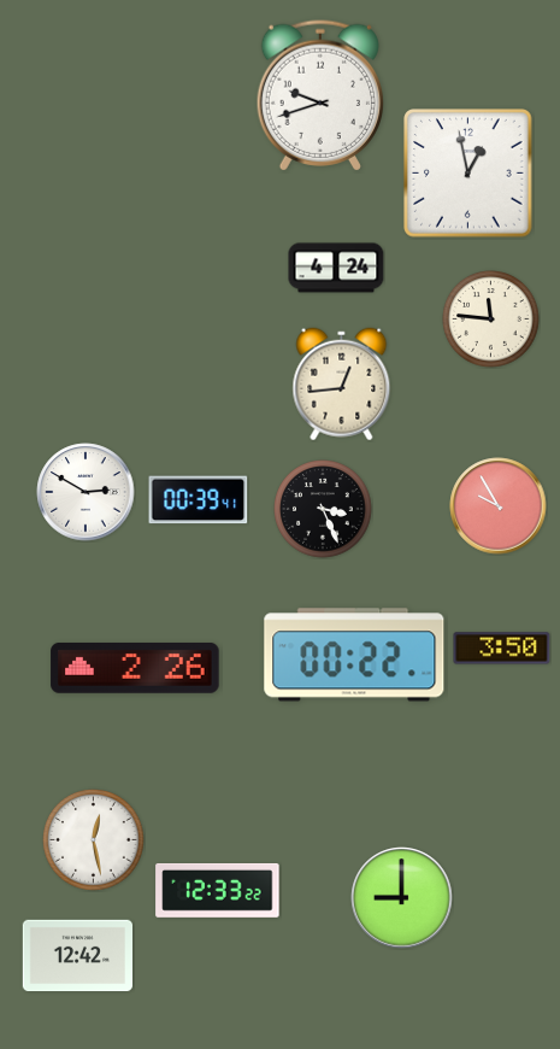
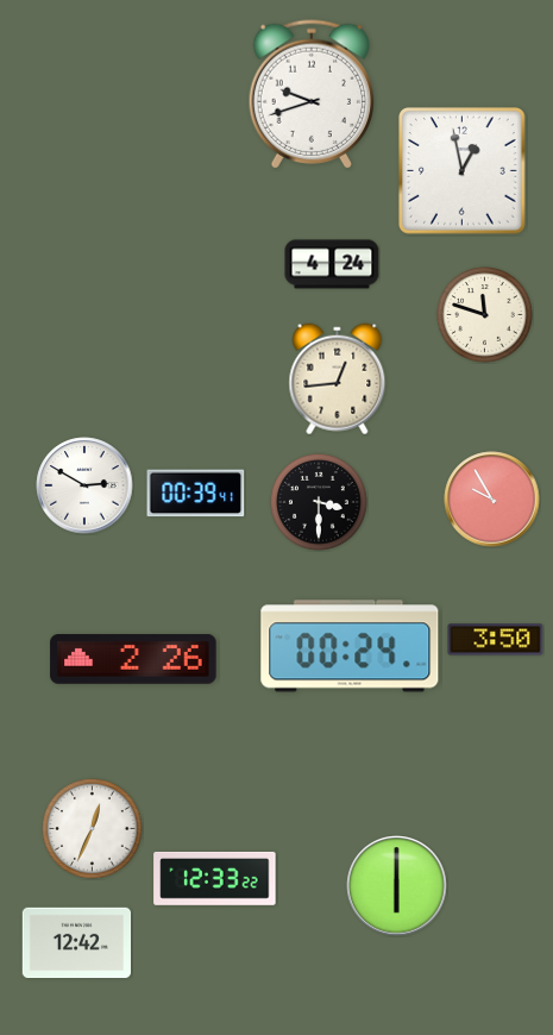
clock at (319, 95) position: (319, 95) -> (310, 94)
clock at (491, 320): 11:46 -> 11:48
clock at (323, 509): 3:26 -> 3:30
clock at (354, 655): 00:22 -> 00:24
clock at (94, 840): 12:28 -> 12:34
clock at (402, 898): 9:00 -> 6:00
